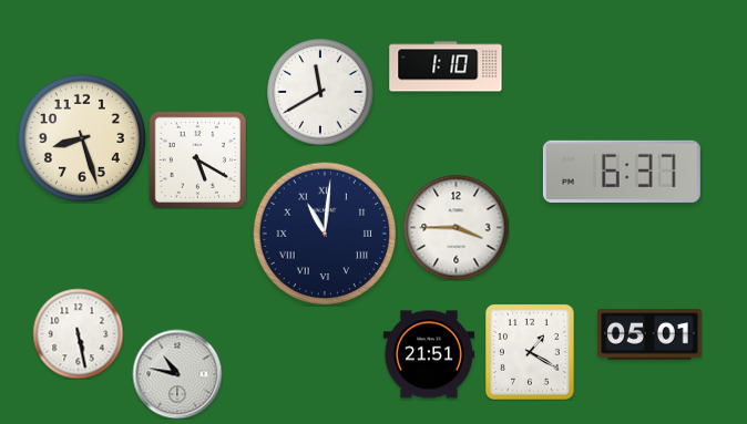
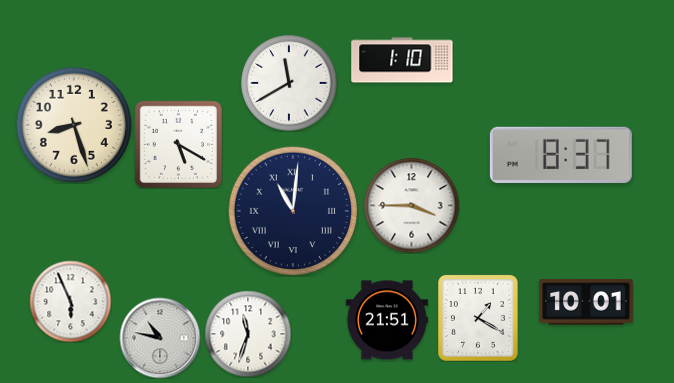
clock at (622, 172): 6:37 -> 8:37
clock at (78, 333): 5:28 -> 5:56
clock at (649, 334): 05:01 -> 10:01
clock at (248, 334): none -> 11:33
